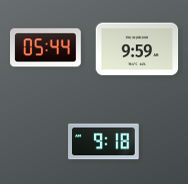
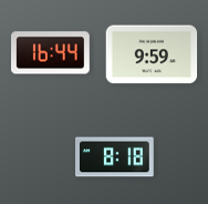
clock at (46, 48): 05:44 -> 16:44
clock at (104, 142): 9:18 -> 8:18
